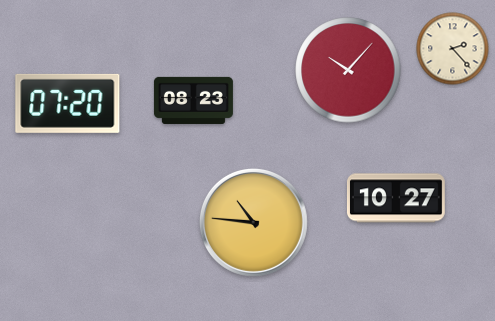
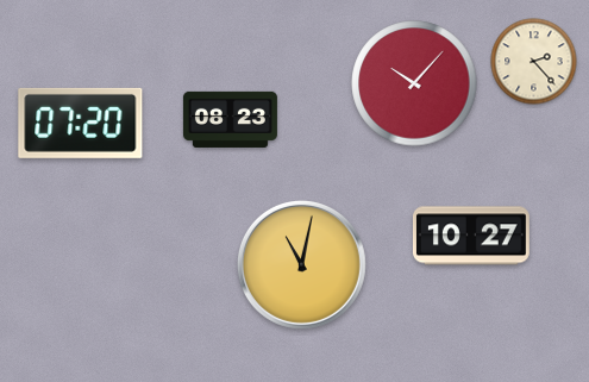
clock at (453, 49) position: (453, 49) -> (534, 62)
clock at (253, 222): 10:46 -> 11:02
